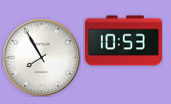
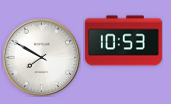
clock at (41, 57): 7:55 -> 7:50
